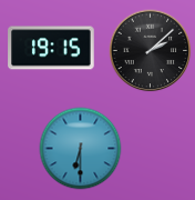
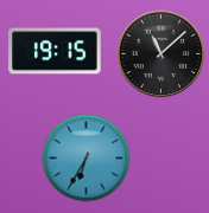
clock at (151, 51): 2:08 -> 11:08
clock at (81, 149): 6:30 -> 6:35
